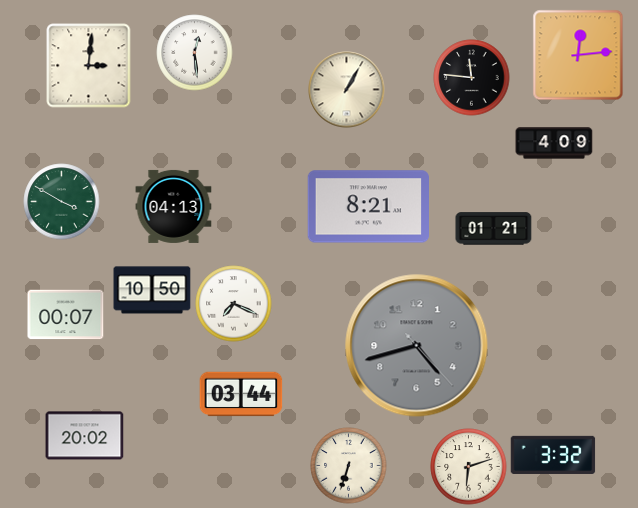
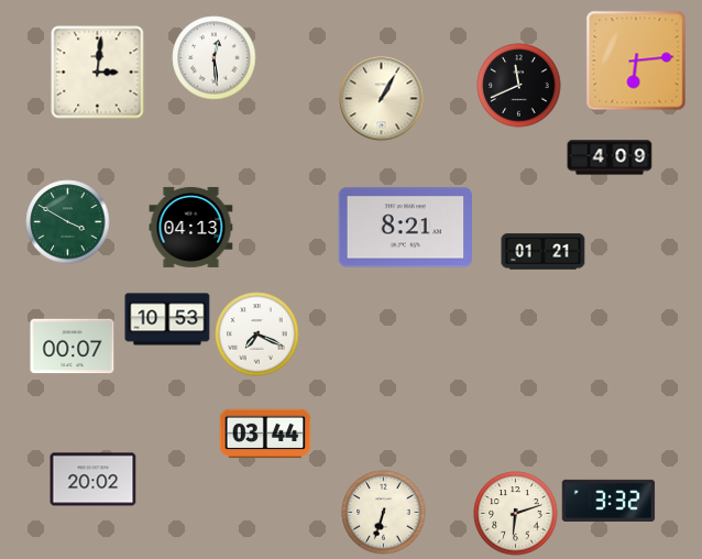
clock at (578, 55): 12:14 -> 6:14
clock at (472, 78): 11:46 -> 11:41
clock at (152, 290): 10:50 -> 10:53
clock at (417, 346): 4:42 -> none
